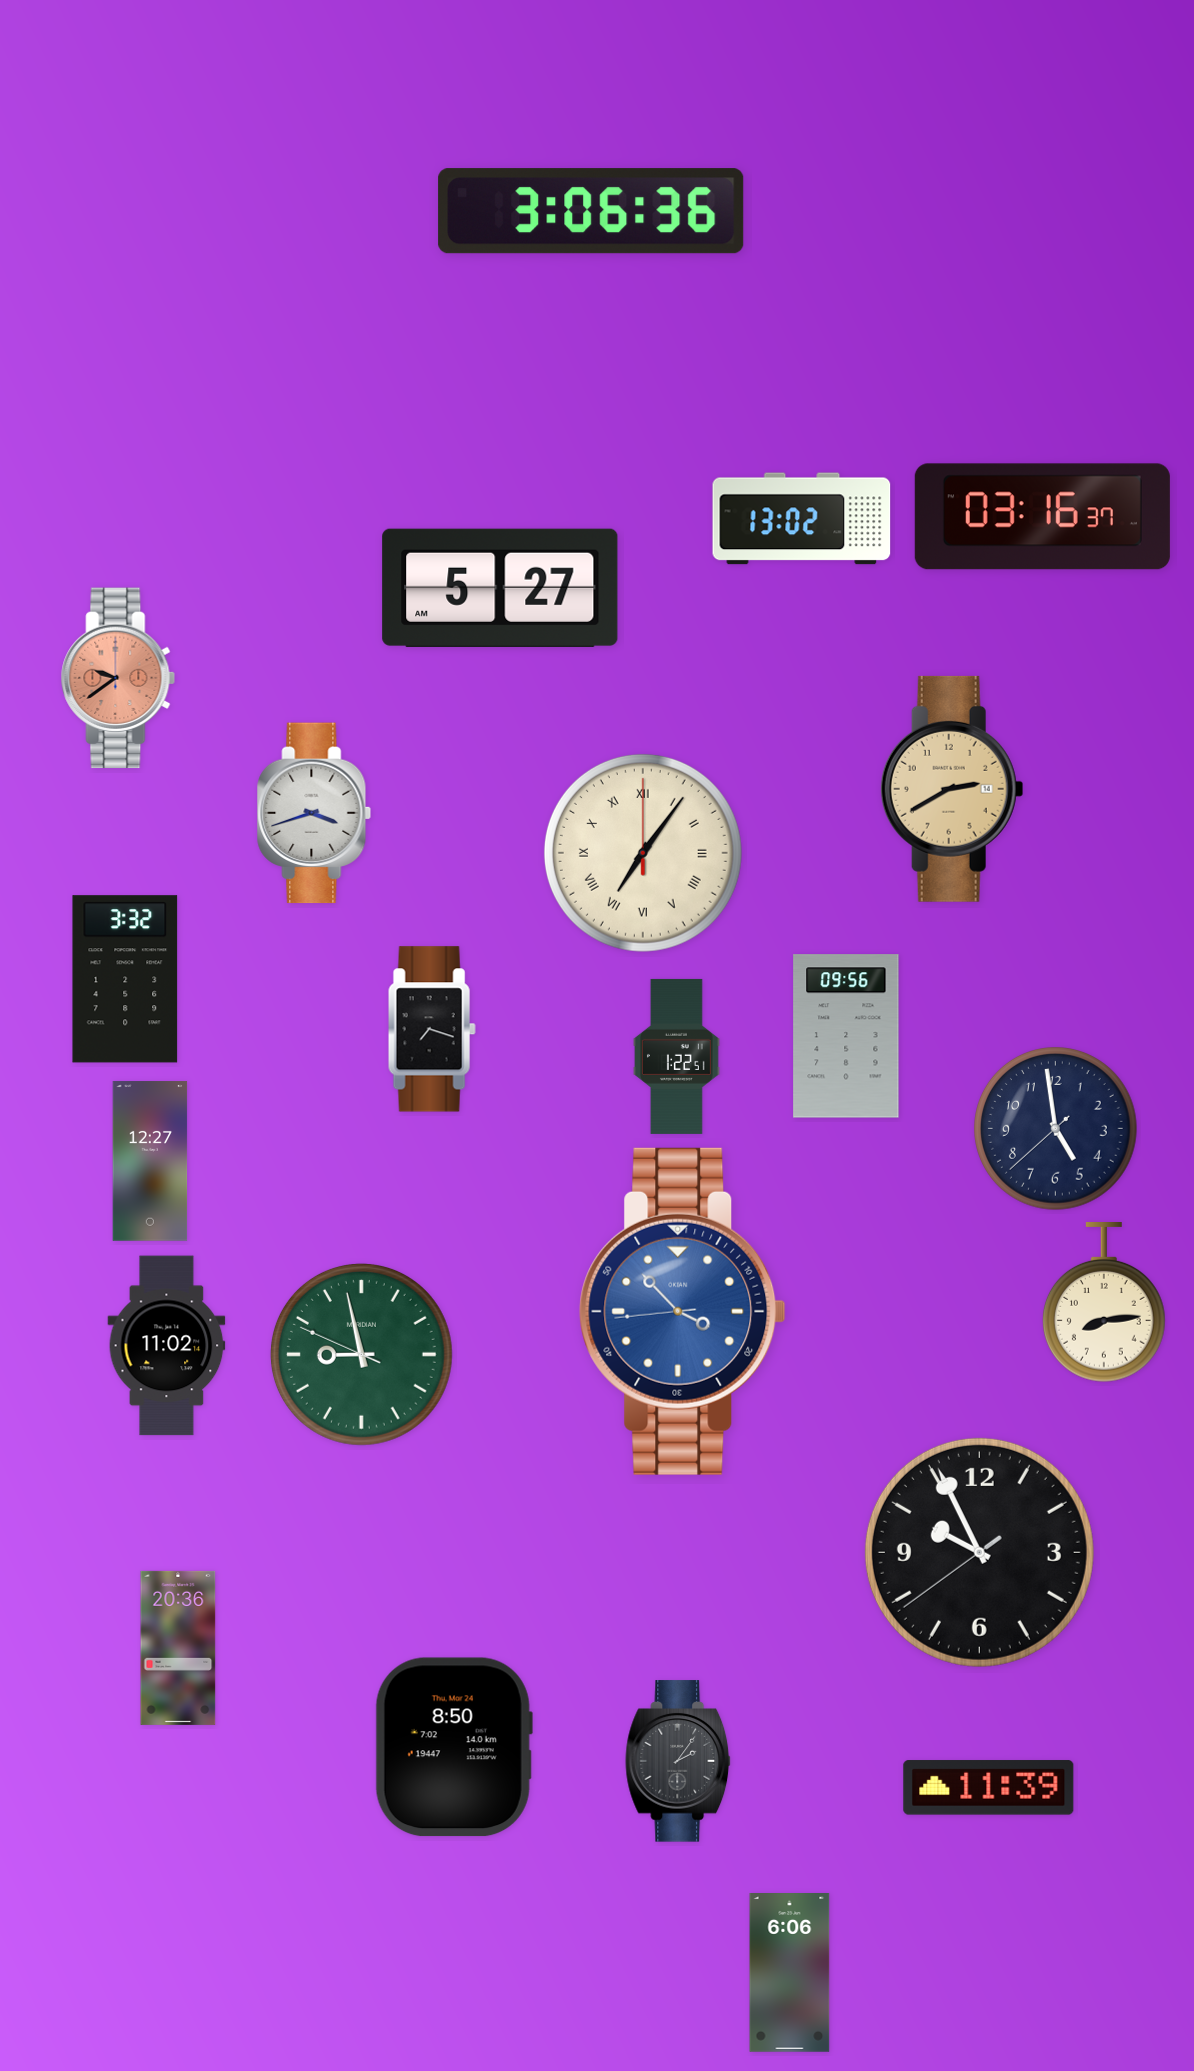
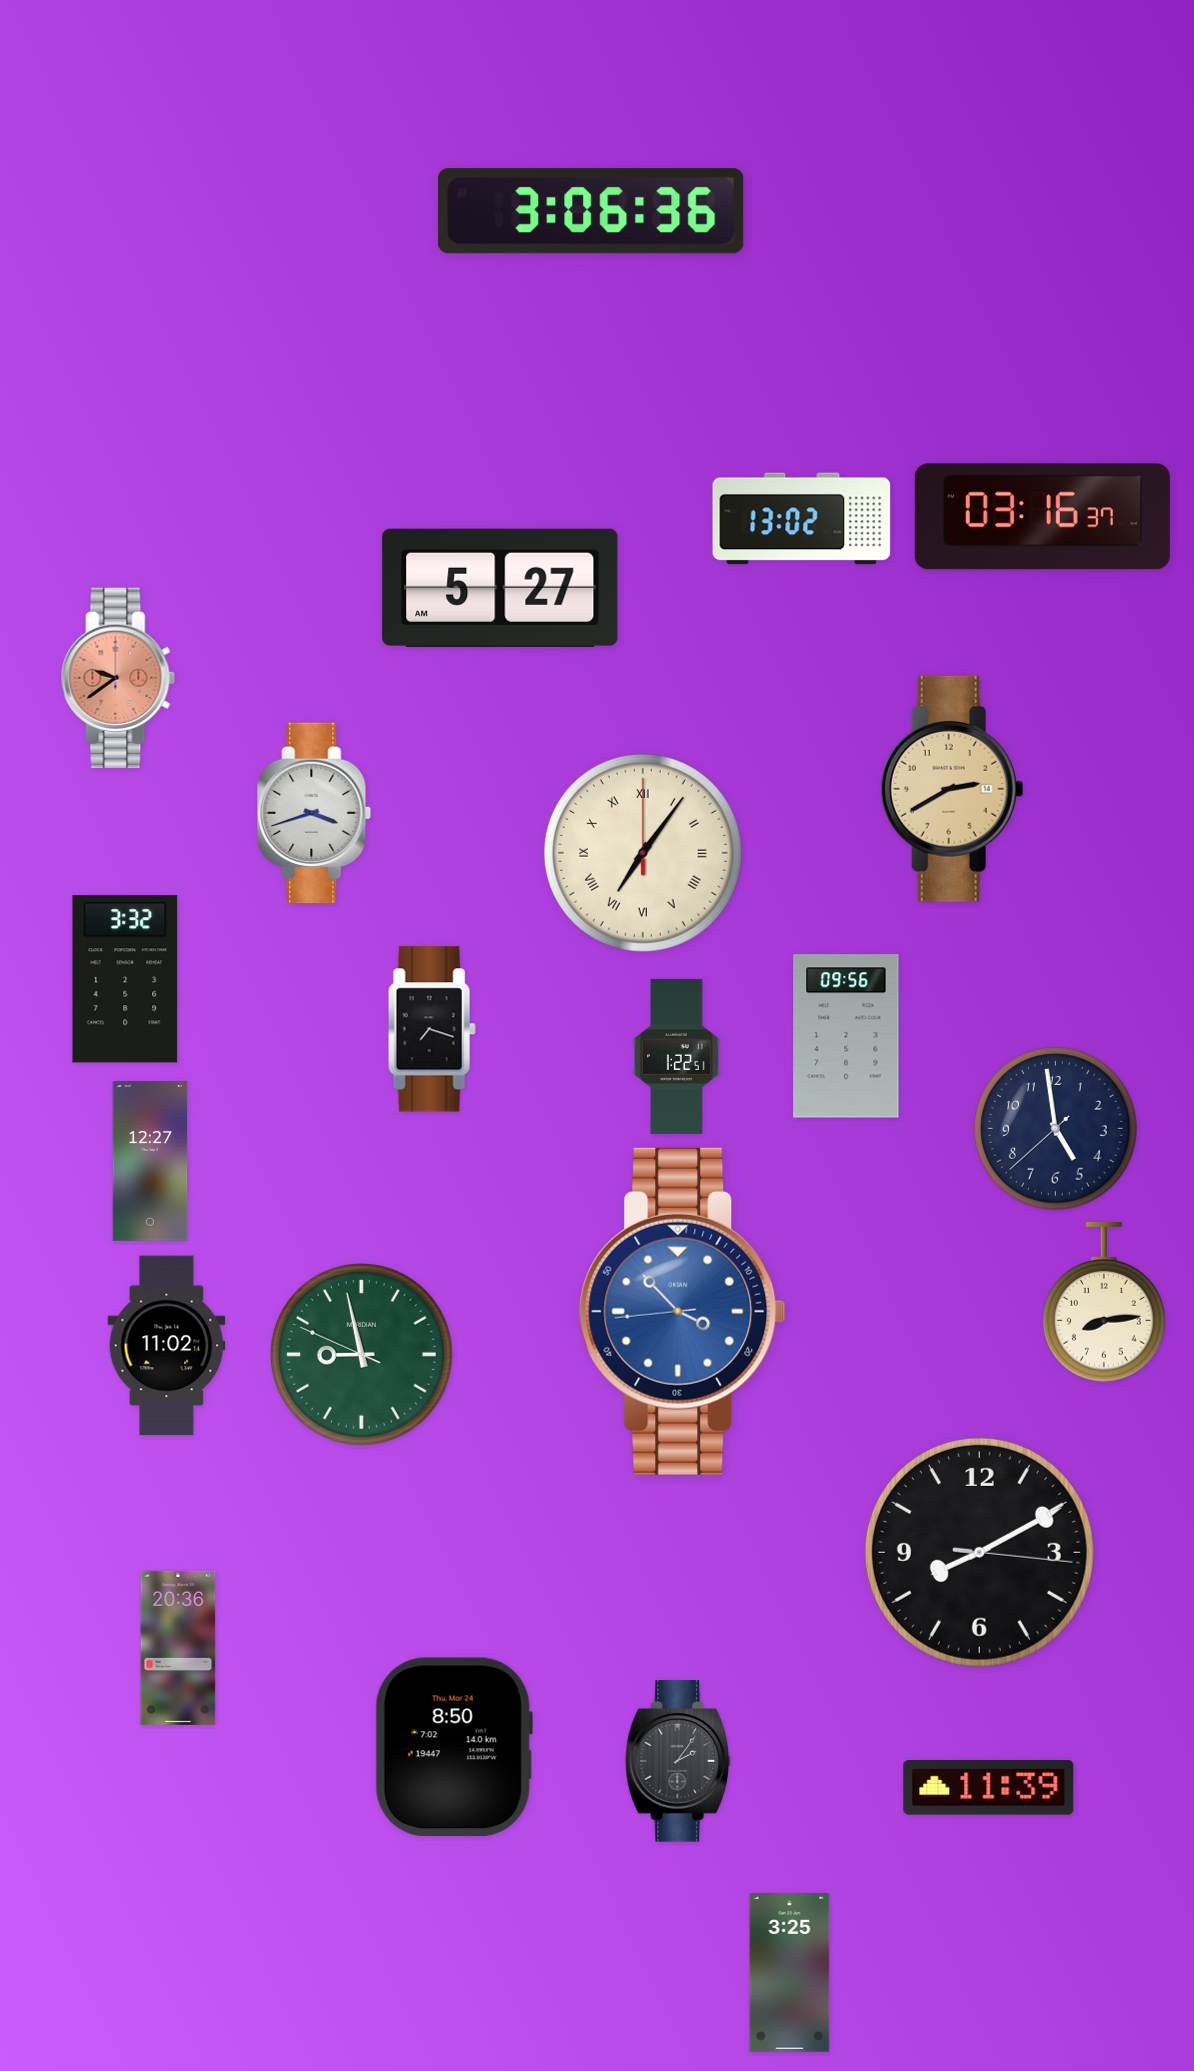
clock at (979, 1552): 9:55 -> 8:10
clock at (790, 1973): 6:06 -> 3:25
